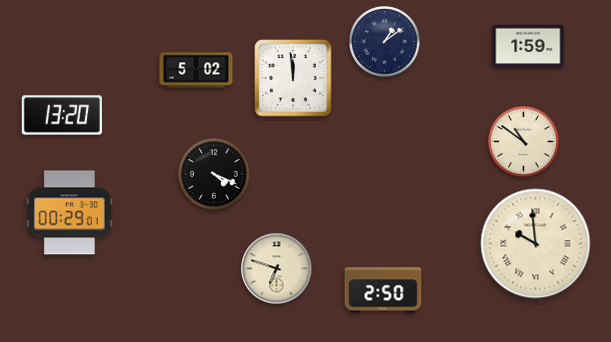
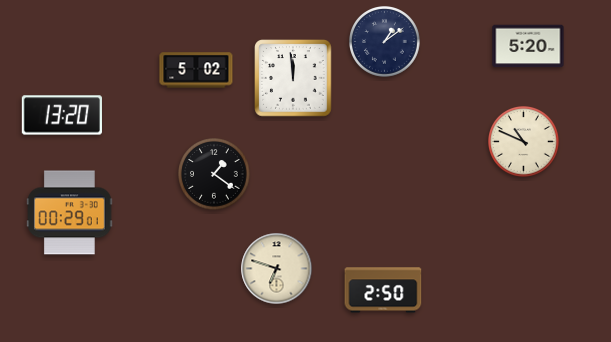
clock at (528, 46): 1:59 -> 5:20
clock at (524, 142): 10:51 -> 10:49
clock at (214, 174): 4:19 -> 1:21
clock at (536, 244): 9:59 -> none
